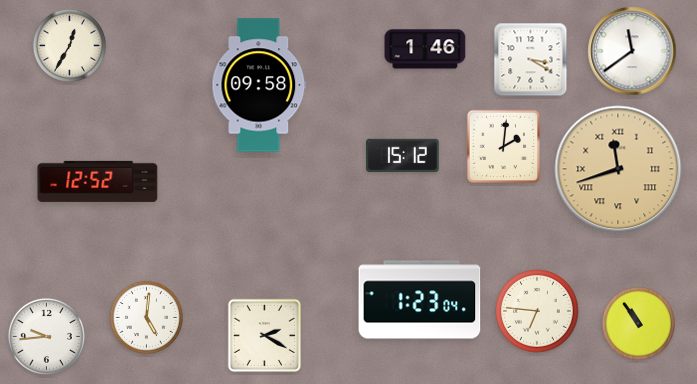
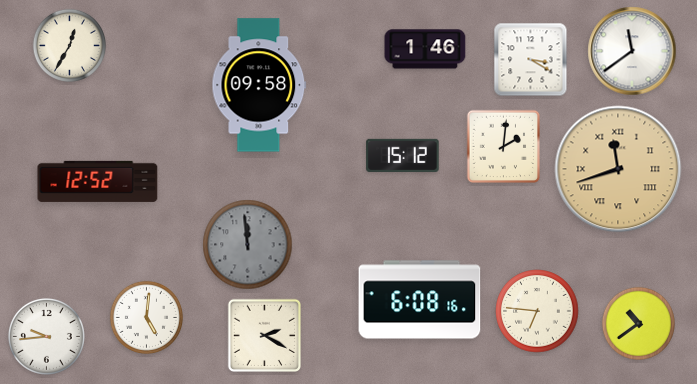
clock at (248, 245): none -> 11:59
clock at (420, 300): 1:23 -> 6:08
clock at (638, 323): 10:54 -> 10:39
